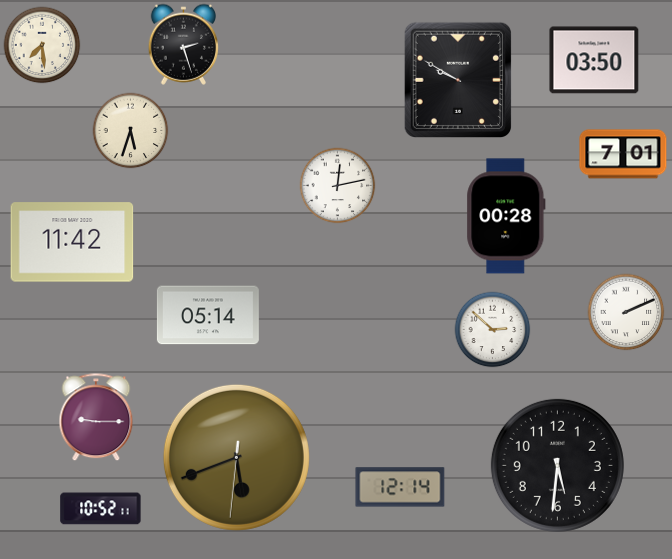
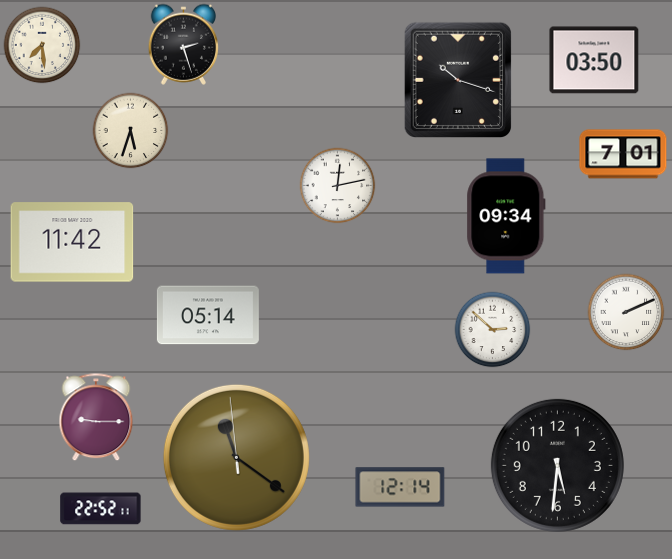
clock at (457, 79): 9:50 -> 10:18
clock at (506, 216): 00:28 -> 09:34
clock at (236, 457): 5:41 -> 11:20
clock at (101, 509): 10:52 -> 22:52
